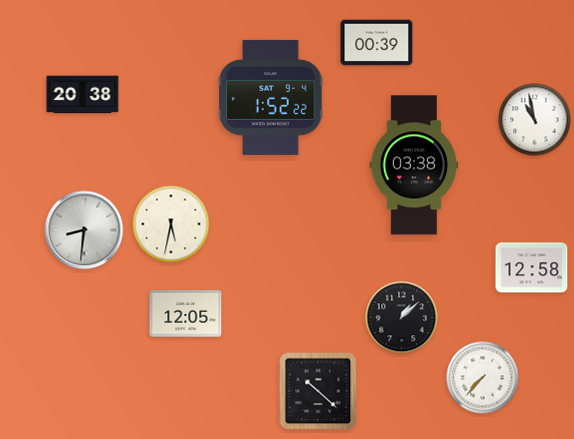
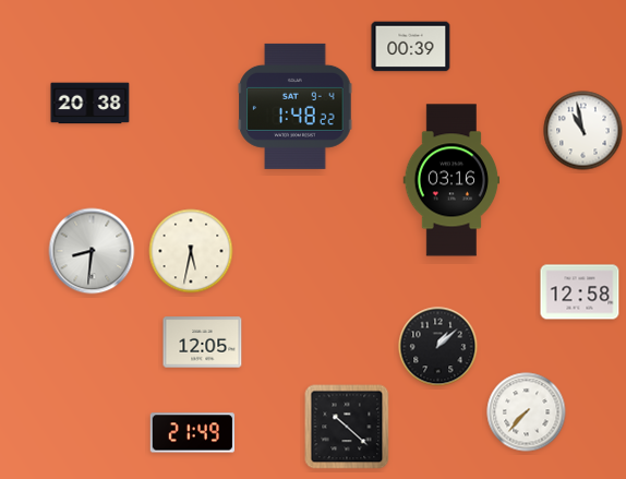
clock at (271, 97): 1:52 -> 1:48
clock at (414, 165): 03:38 -> 03:16
clock at (171, 224) position: (171, 224) -> (191, 251)
clock at (192, 433): none -> 21:49
